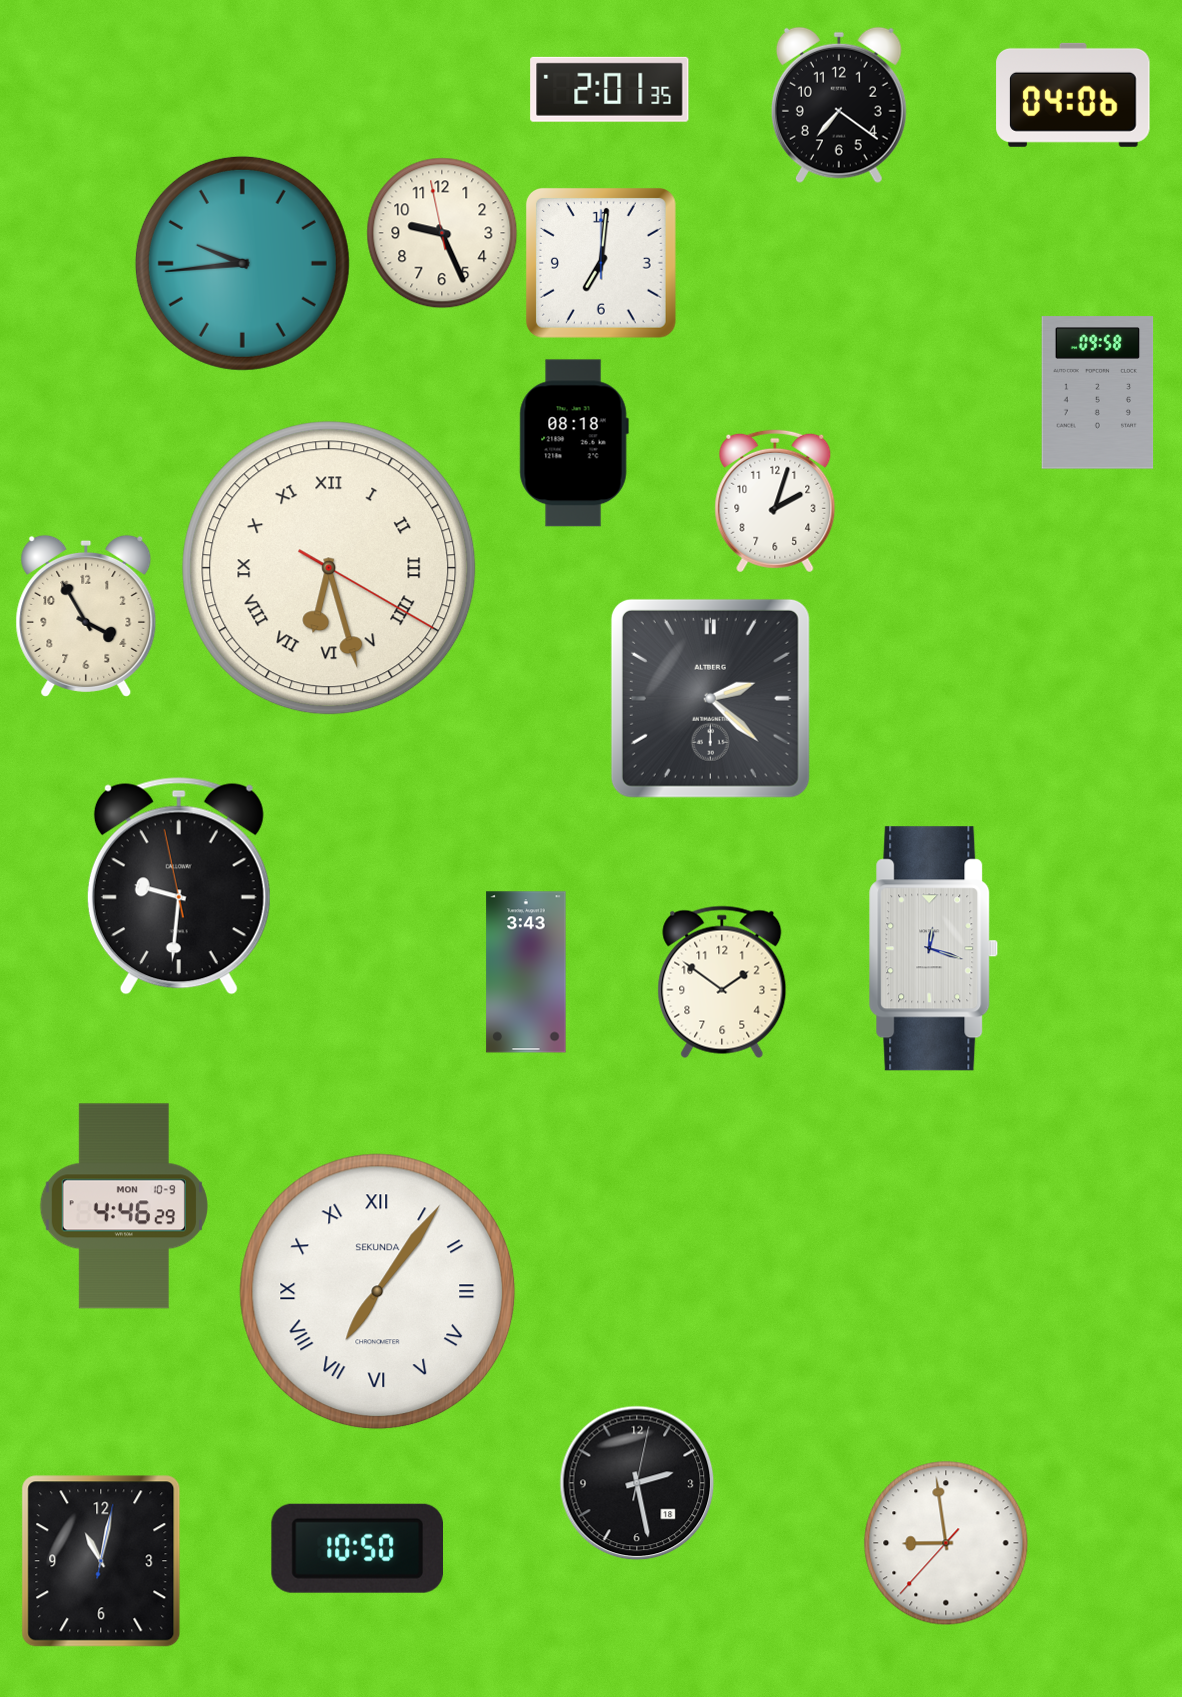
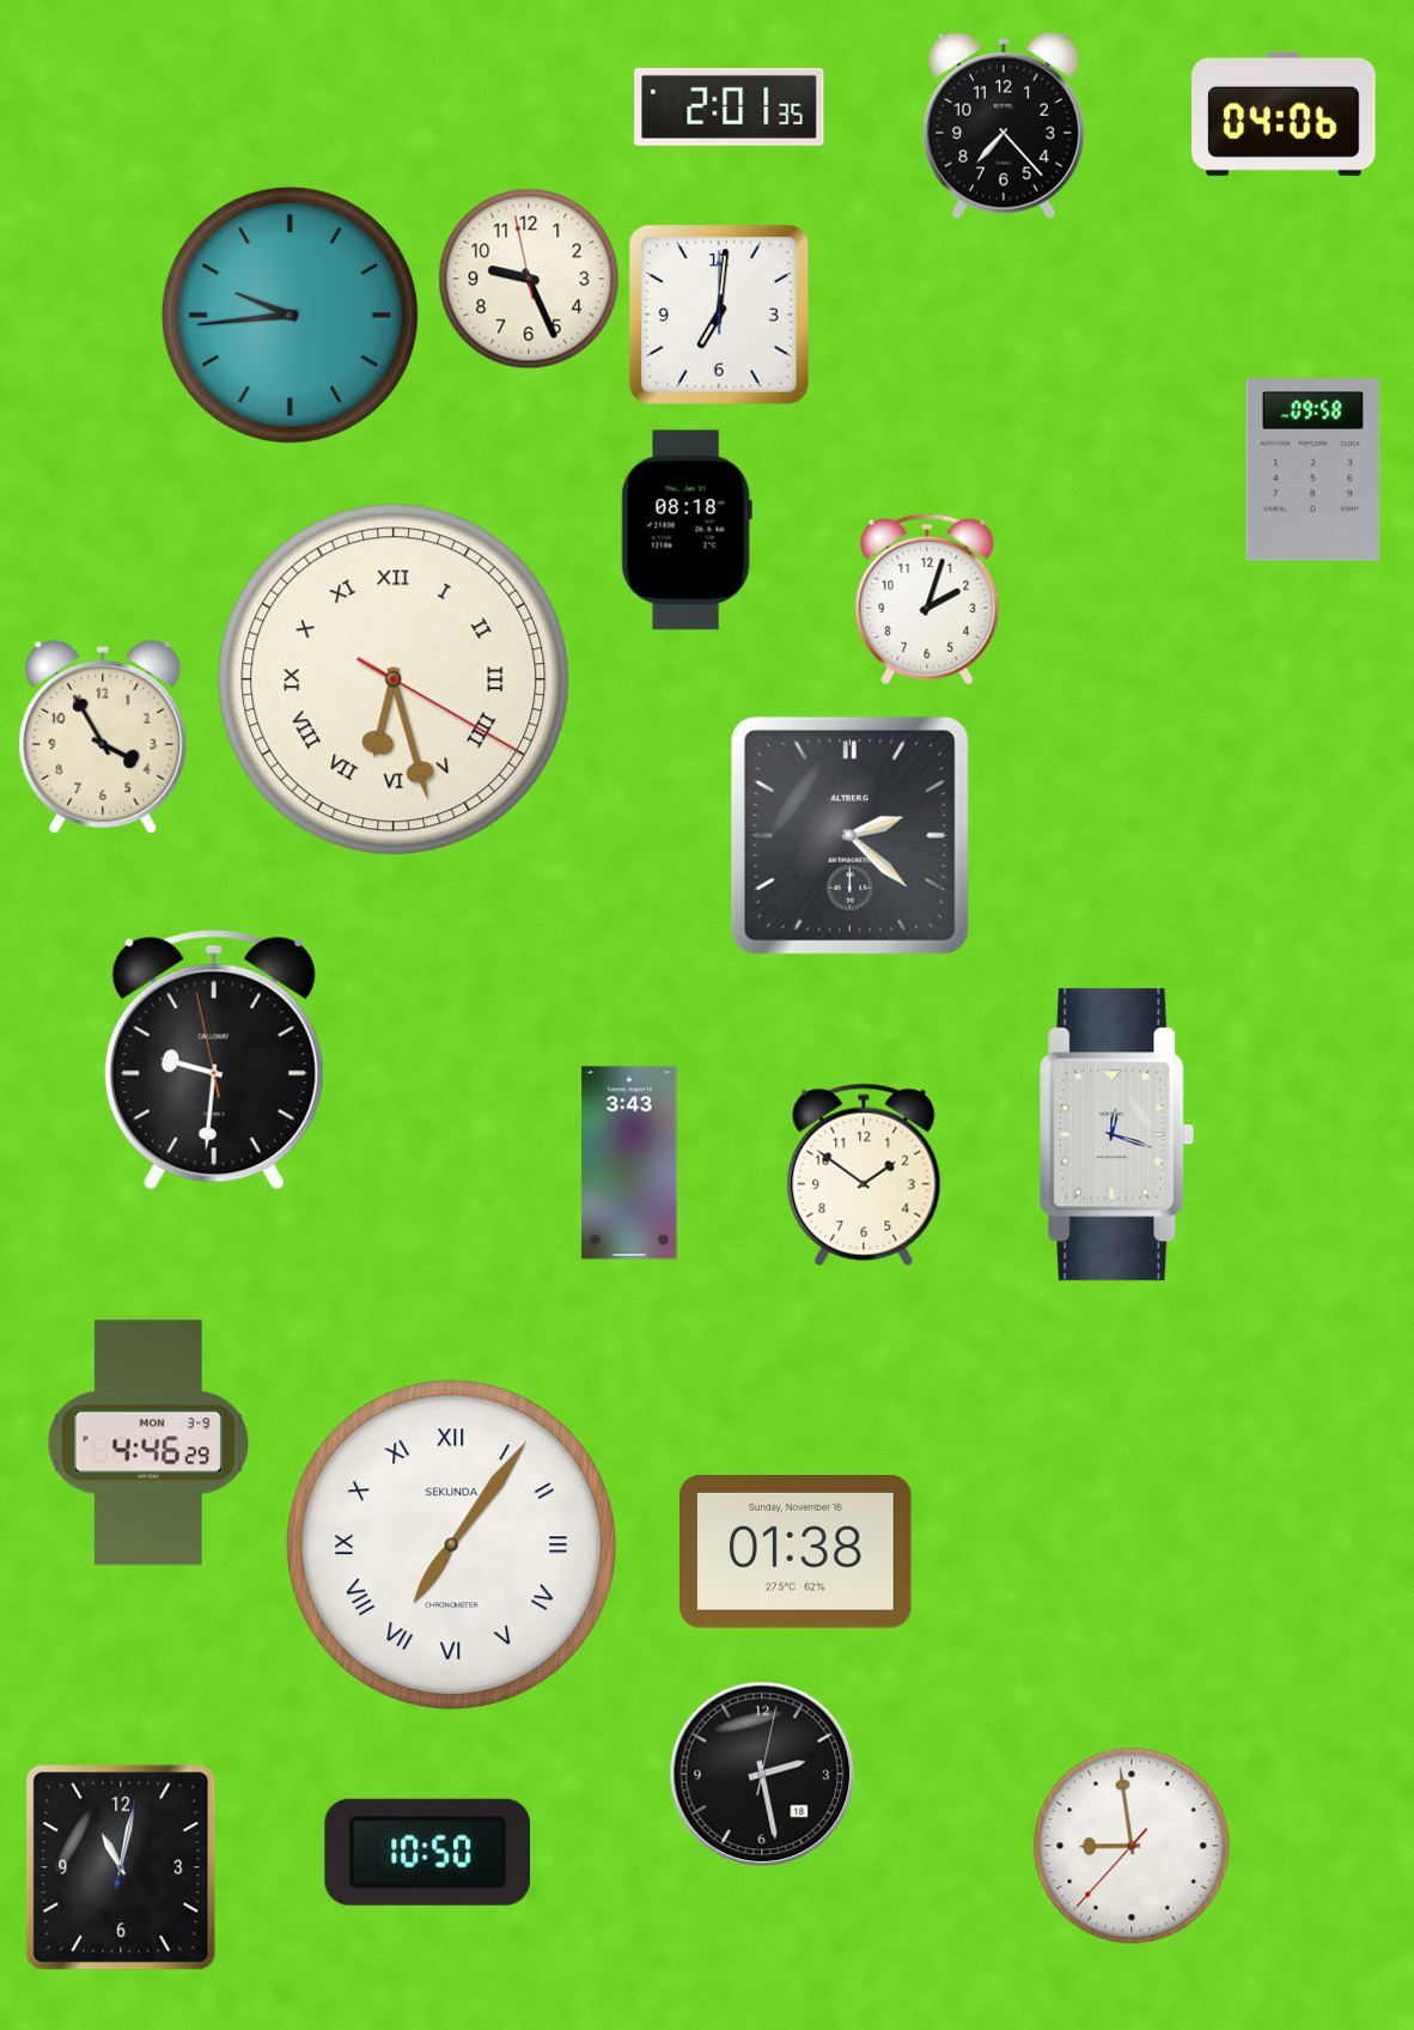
clock at (839, 105): 7:21 -> 7:23
clock at (124, 1206) date: MON 10-9 -> MON 3-9
clock at (796, 1553): none -> 01:38
